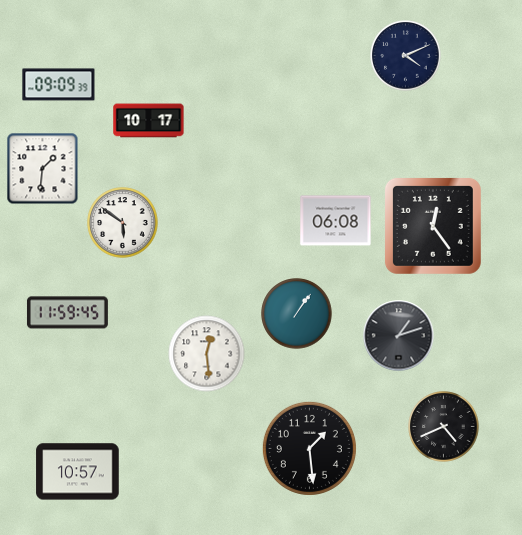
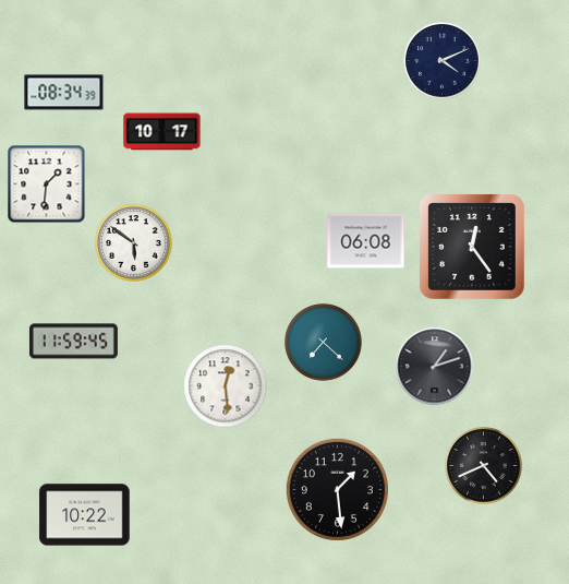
clock at (59, 85): 09:09 -> 08:34
clock at (297, 314): 1:06 -> 7:22
clock at (78, 472): 10:57 -> 10:22
